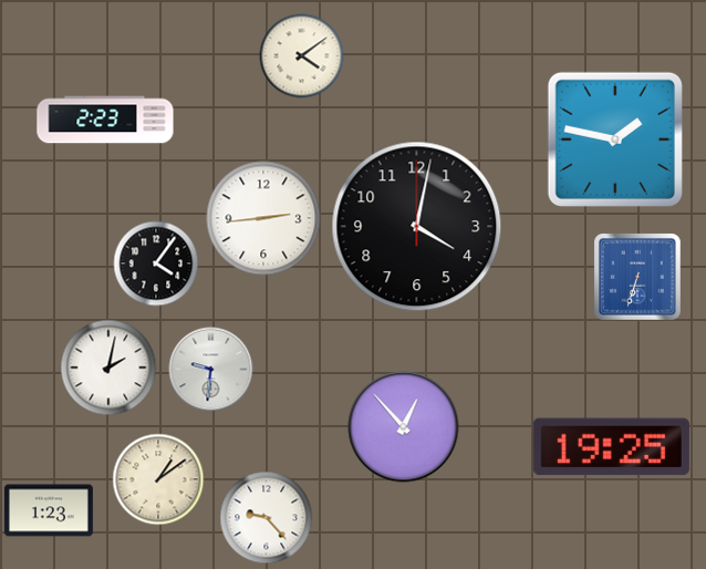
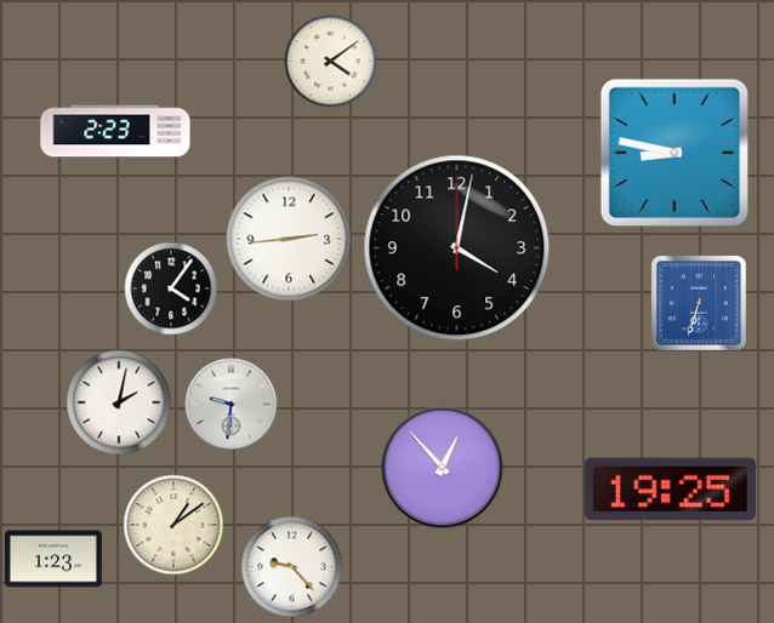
clock at (615, 139): 1:47 -> 8:47
